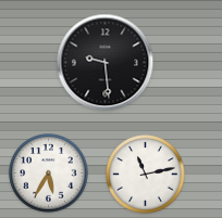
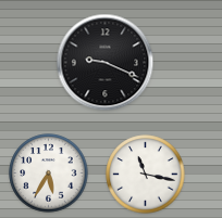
clock at (106, 63): 9:29 -> 9:19
clock at (146, 175): 11:13 -> 11:17
